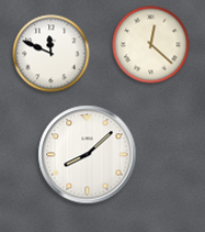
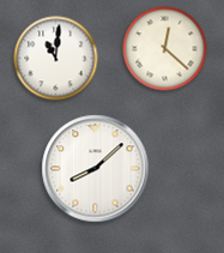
clock at (52, 54): 11:49 -> 11:01
